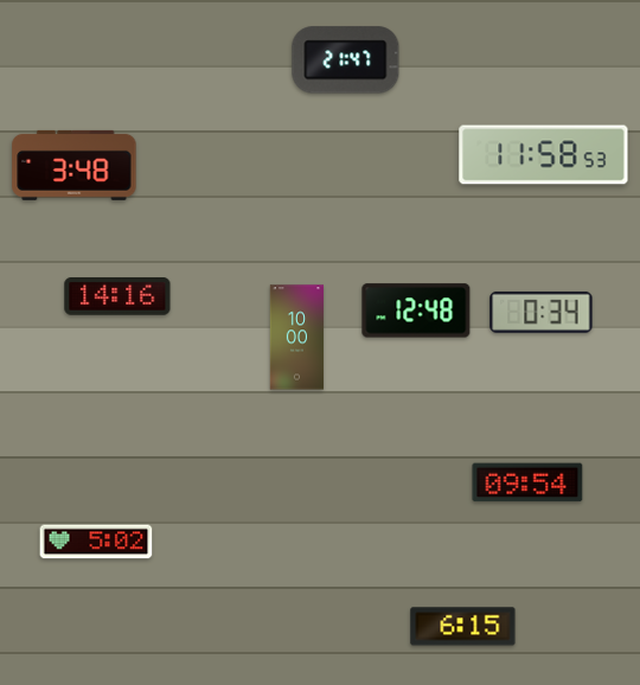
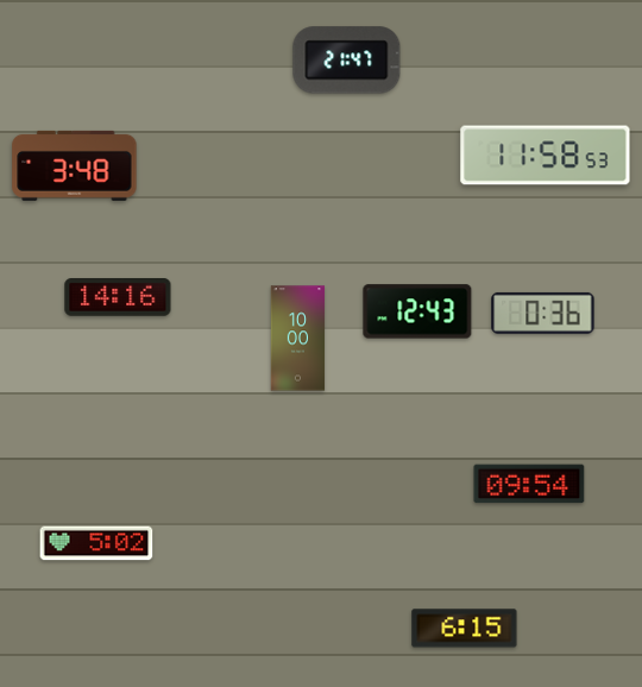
clock at (416, 311): 12:48 -> 12:43
clock at (542, 312): 0:34 -> 0:36
